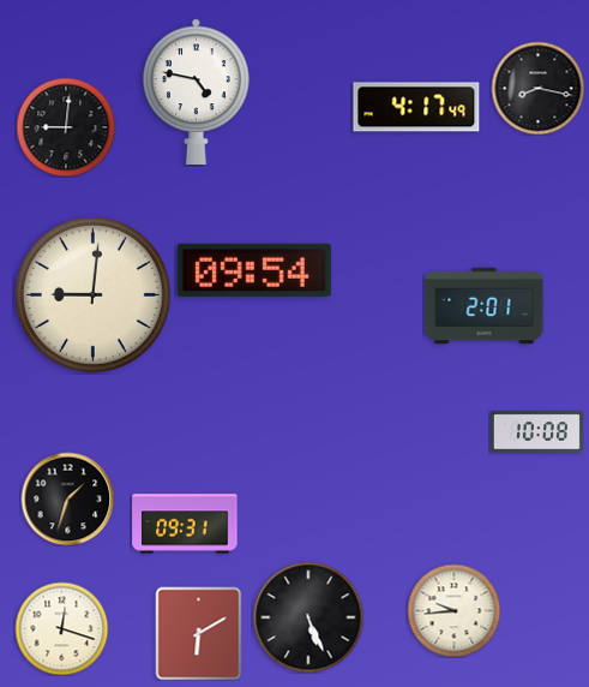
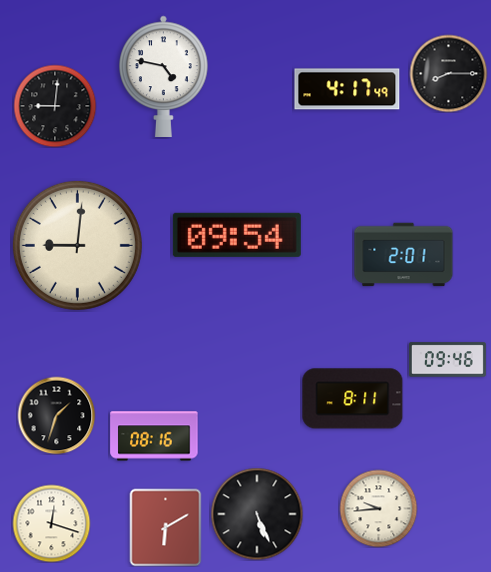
clock at (537, 88): 8:17 -> 8:15
clock at (254, 270) position: (254, 270) -> (237, 235)
clock at (536, 432): 10:08 -> 09:46
clock at (353, 399): none -> 8:11
clock at (185, 524): 09:31 -> 08:16
